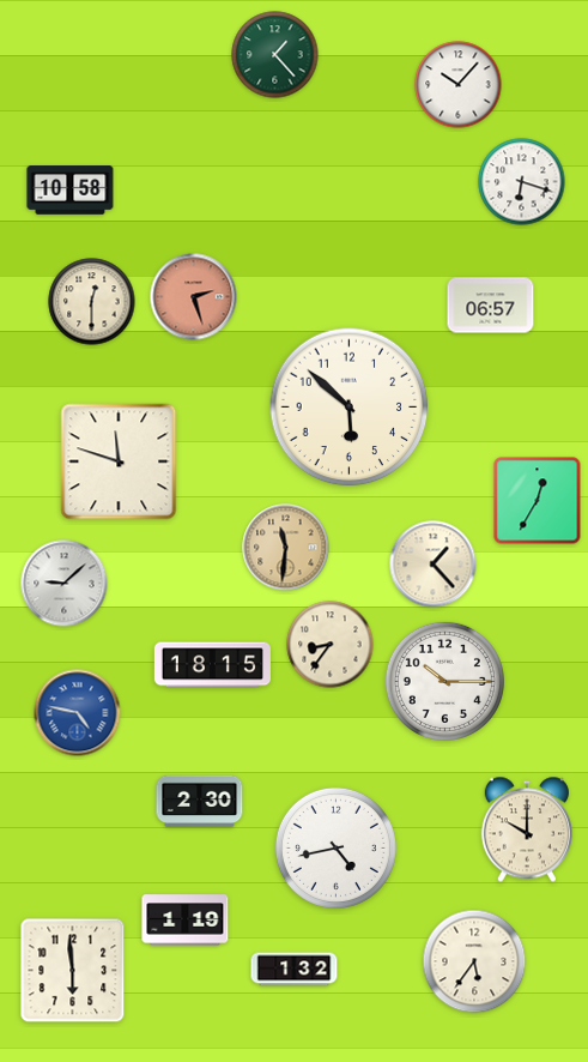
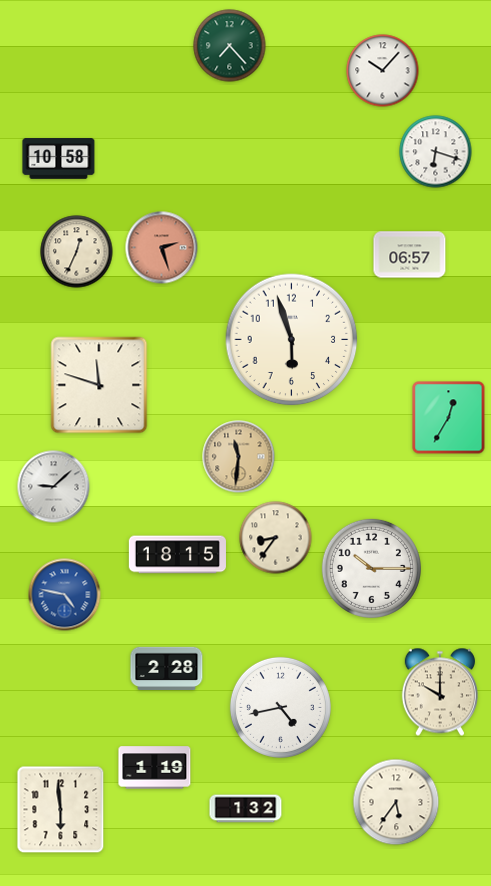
clock at (275, 55): 1:23 -> 7:23
clock at (92, 302): 12:30 -> 12:34
clock at (350, 408): 5:52 -> 5:57
clock at (434, 565): 1:23 -> none
clock at (200, 801): 2:30 -> 2:28
